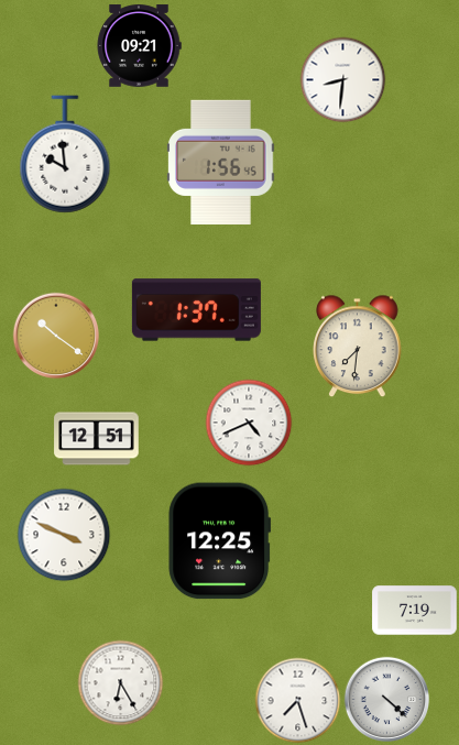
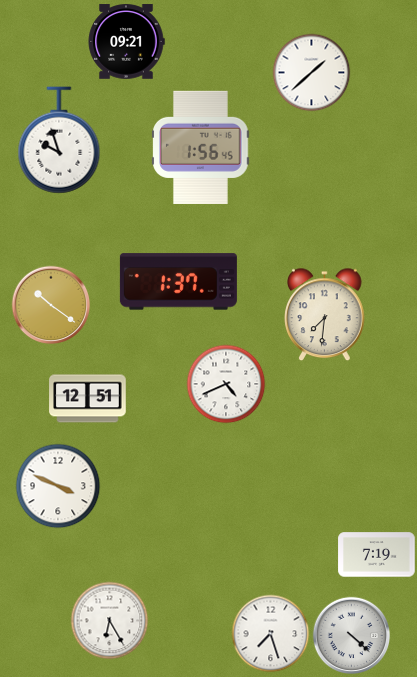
clock at (342, 79): 8:31 -> 1:38
clock at (65, 154): 9:59 -> 9:57
clock at (220, 541): 12:25 -> none
clock at (297, 700) position: (297, 700) -> (270, 633)
